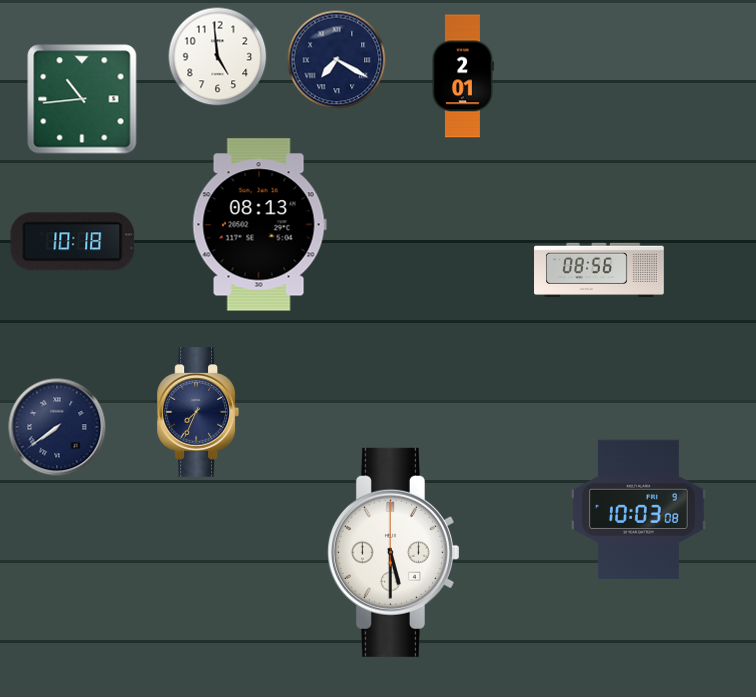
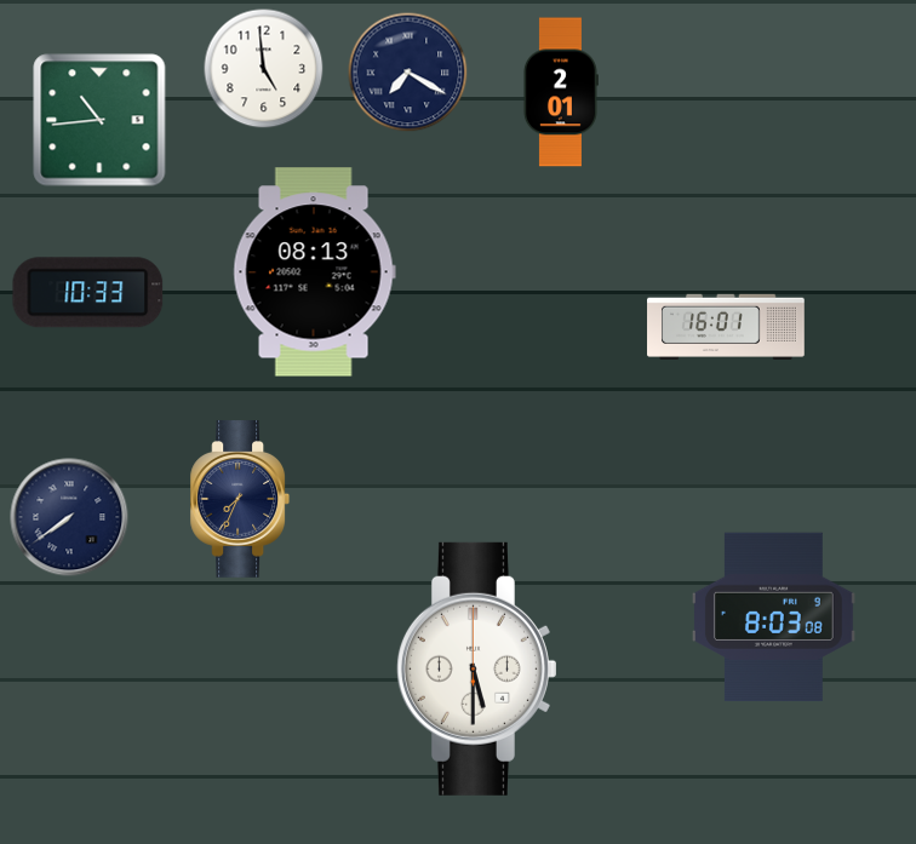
clock at (73, 242): 10:18 -> 10:33
clock at (599, 269): 08:56 -> 16:01
clock at (639, 510): 10:03 -> 8:03
